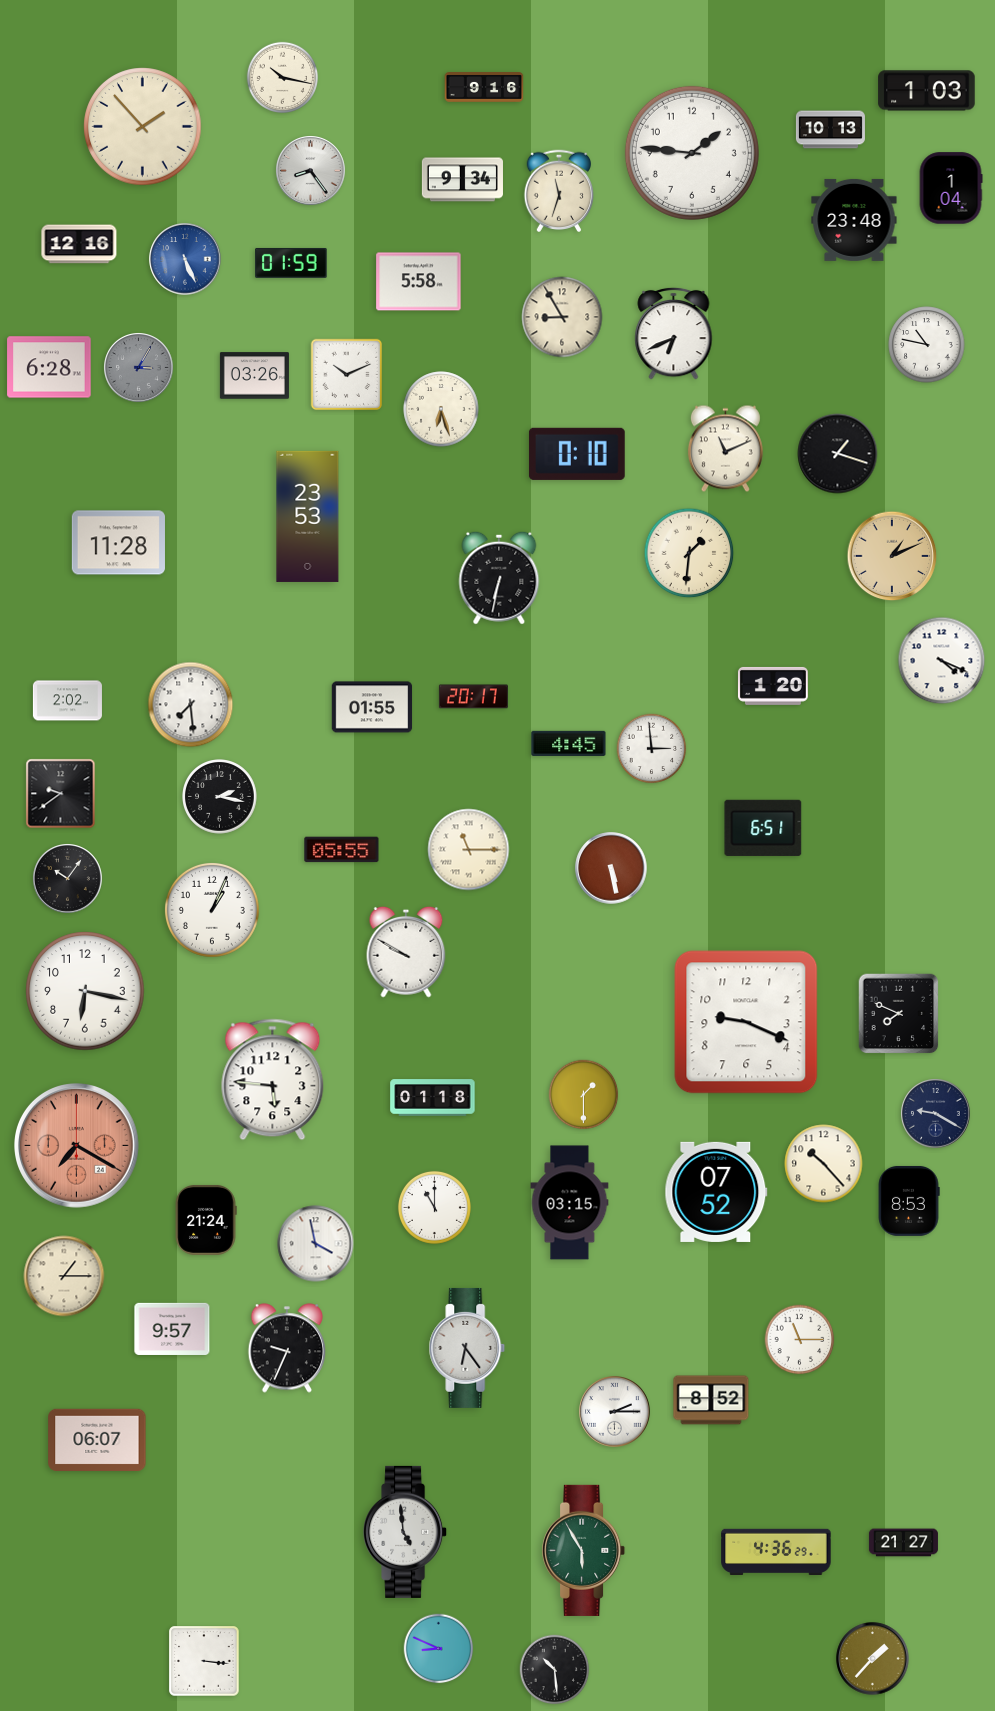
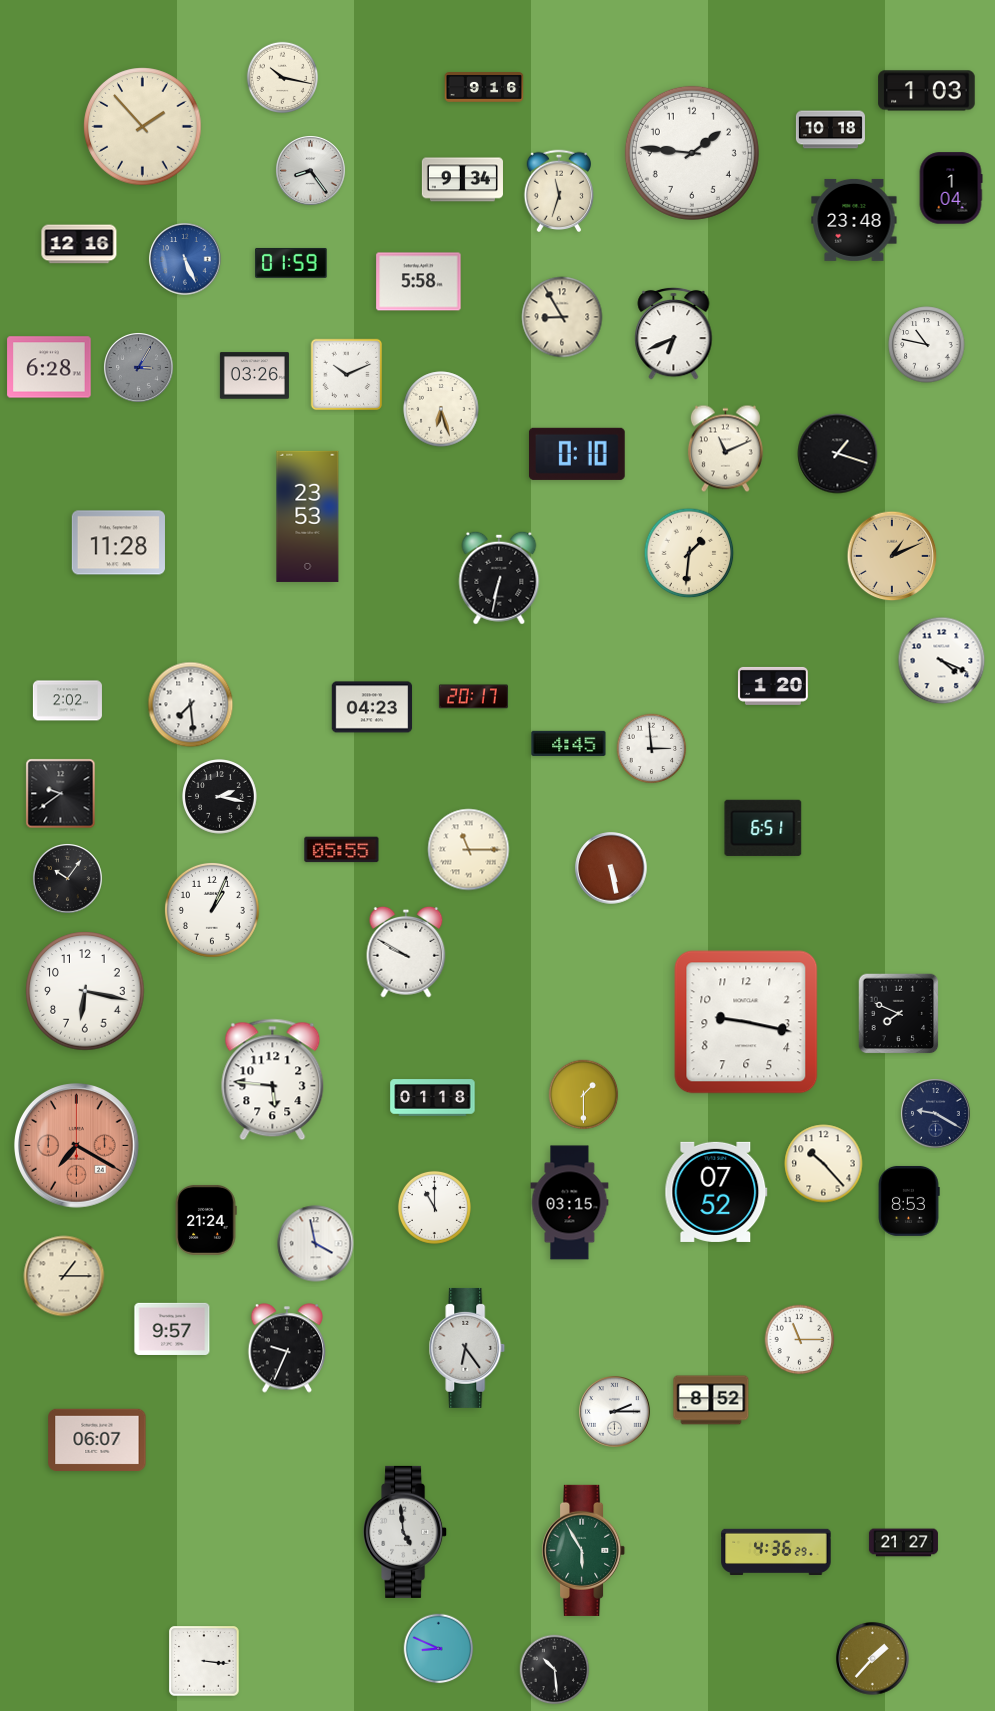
clock at (830, 130): 10:13 -> 10:18
clock at (372, 707): 01:55 -> 04:23
clock at (746, 1022): 9:19 -> 9:17
